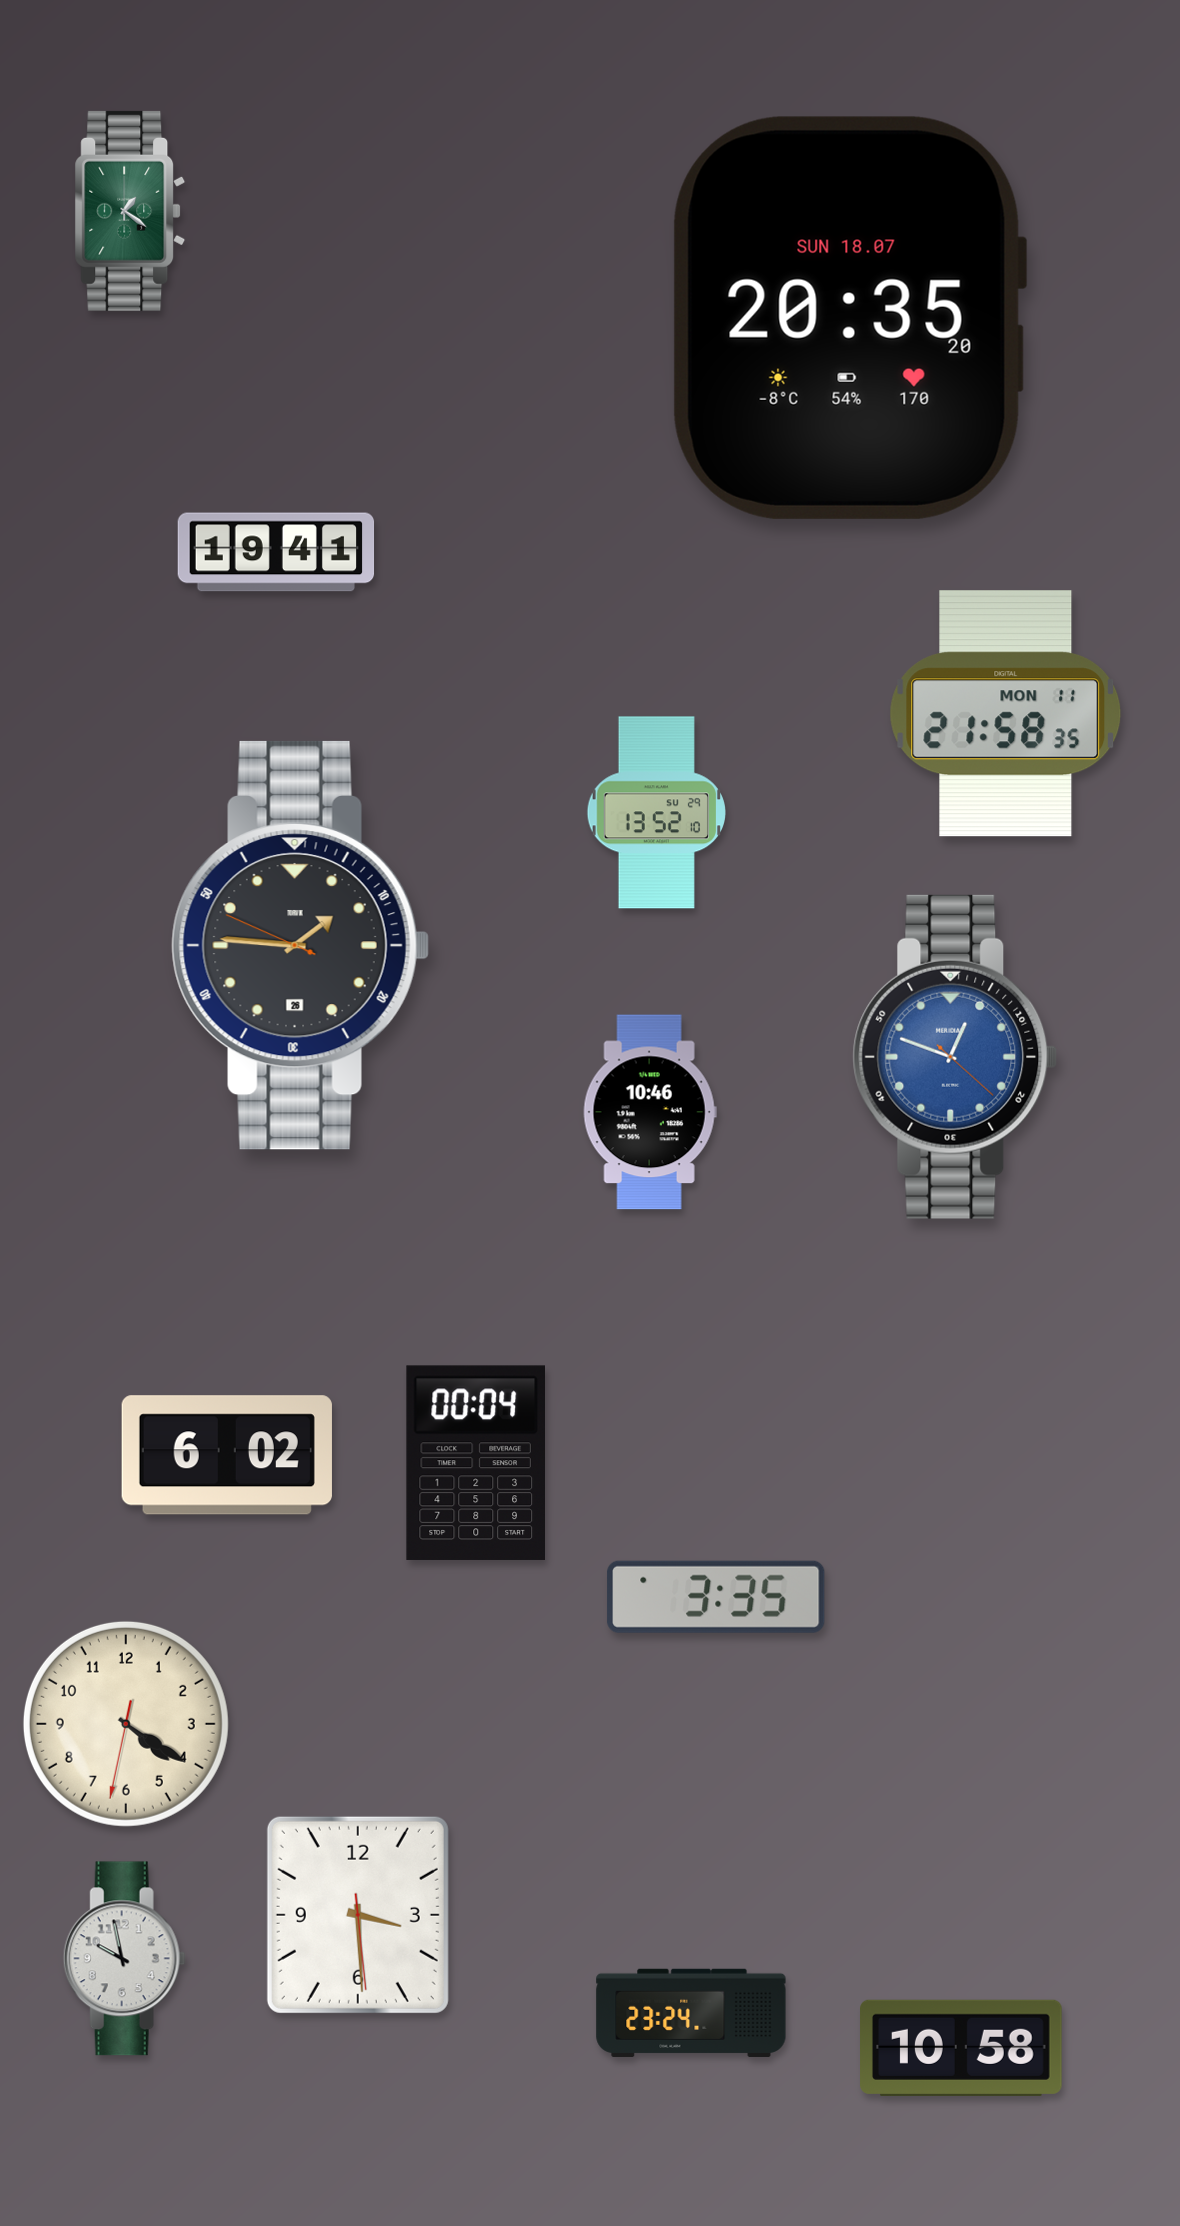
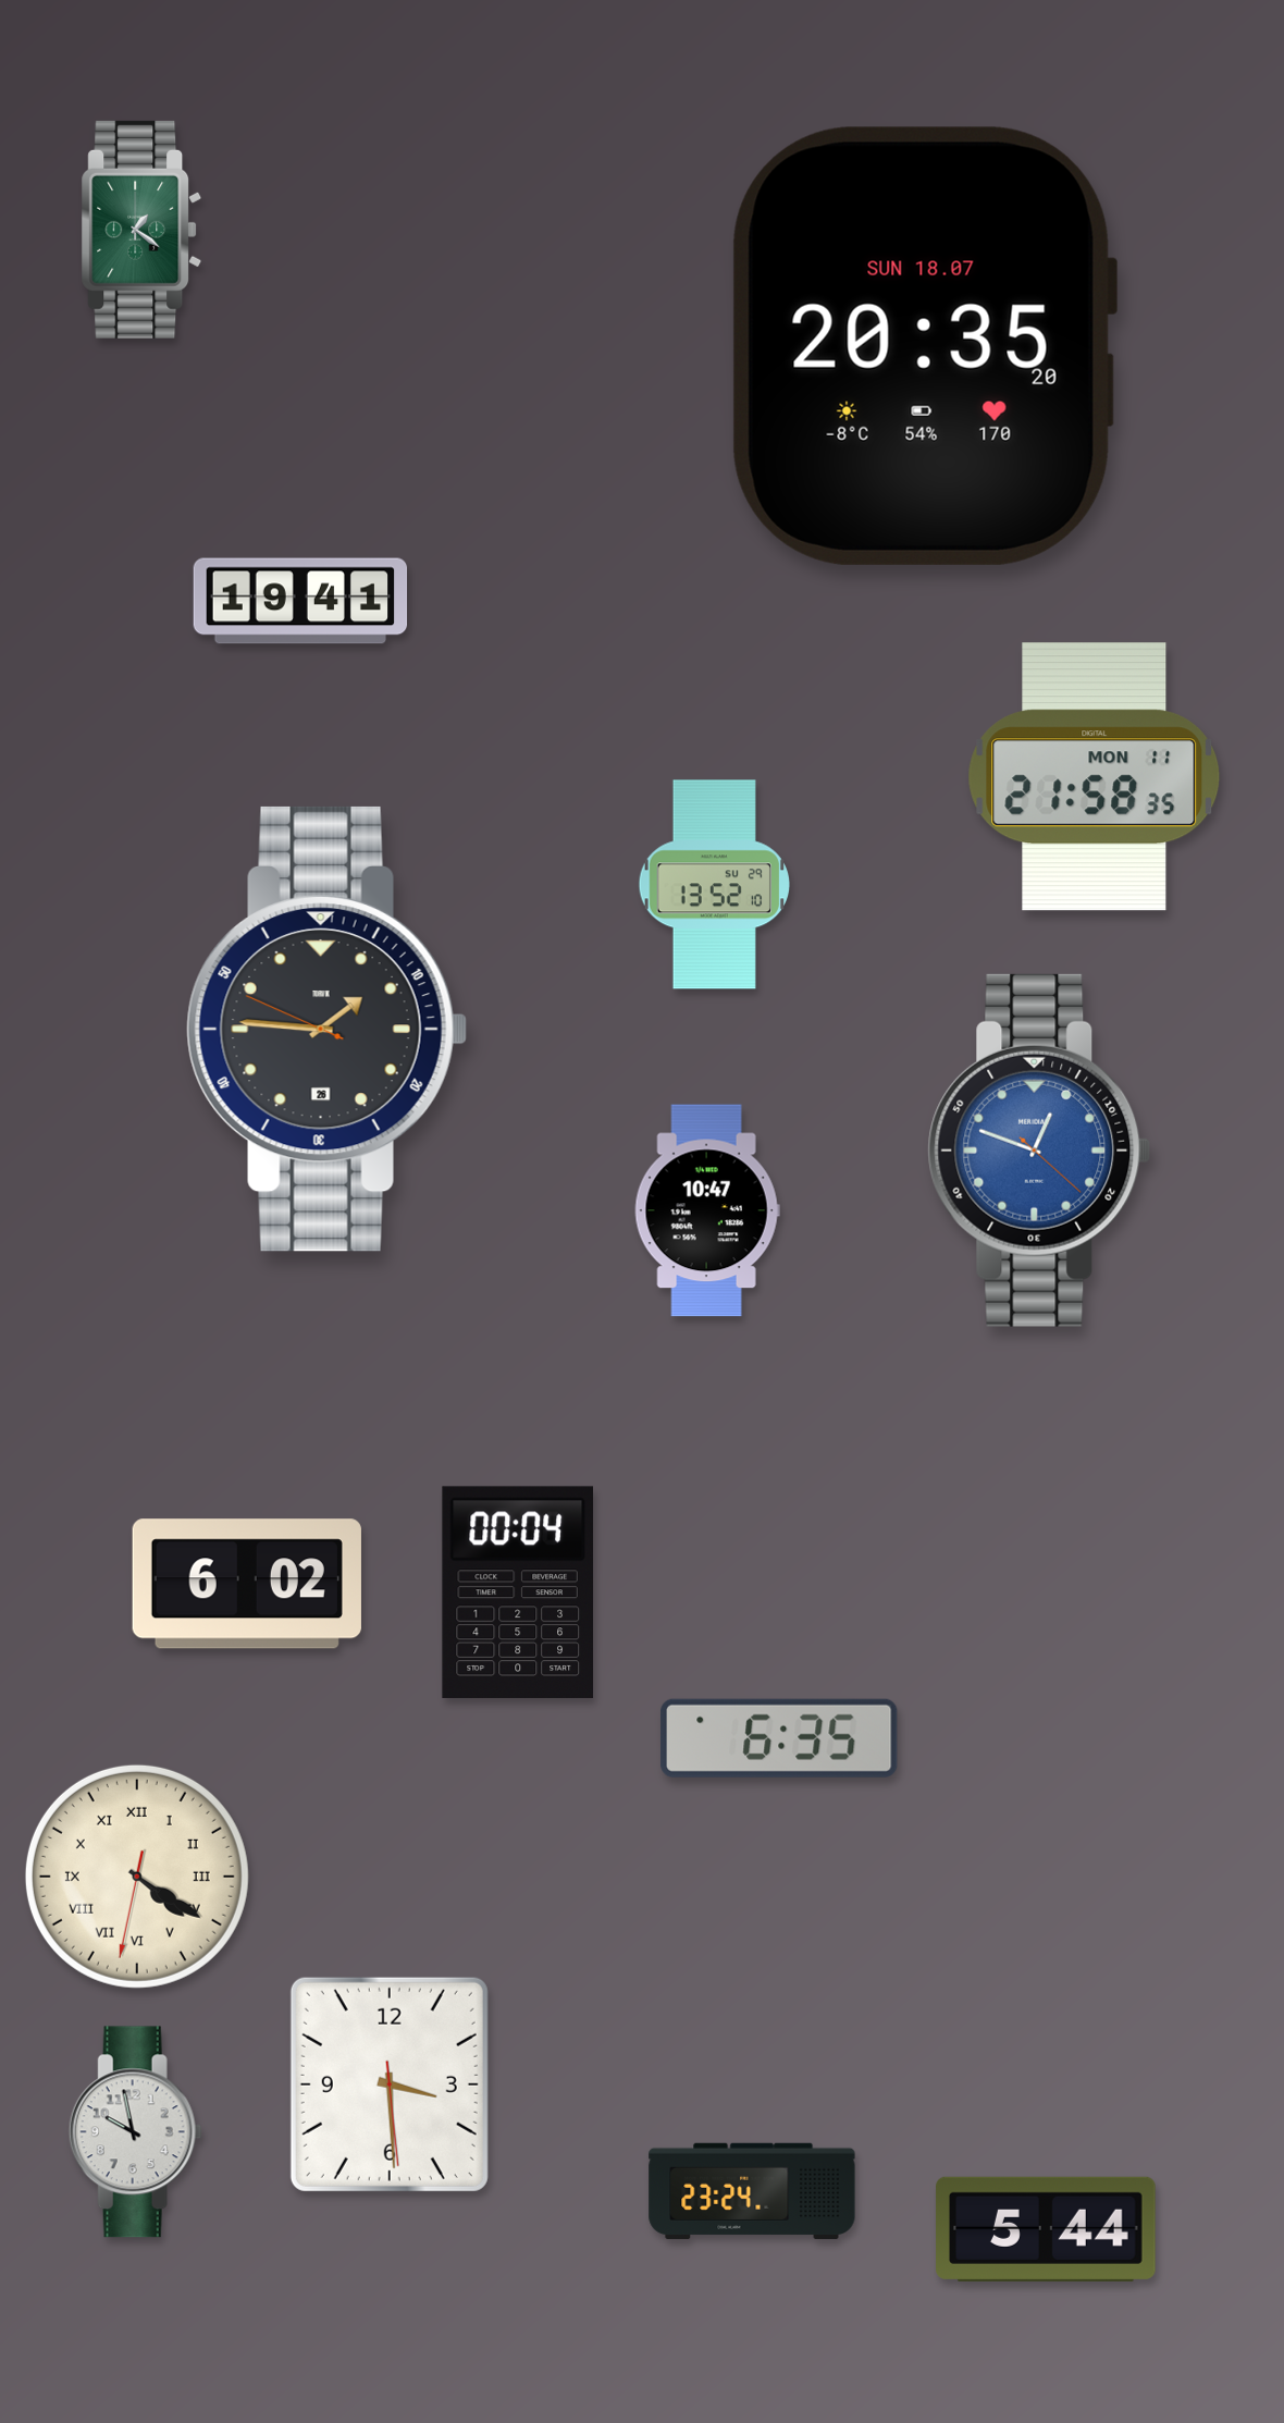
clock at (650, 1112): 10:46 -> 10:47
clock at (716, 1597): 3:35 -> 6:35
clock at (126, 1724) numerals: Arabic -> Roman
clock at (961, 2048): 10:58 -> 5:44
